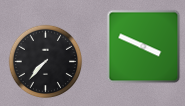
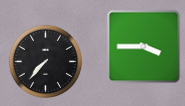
clock at (144, 47): 3:49 -> 3:45
